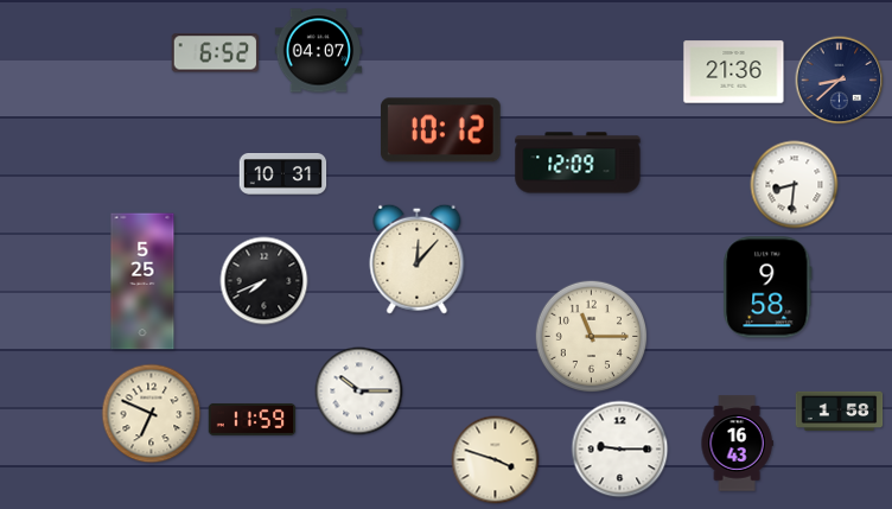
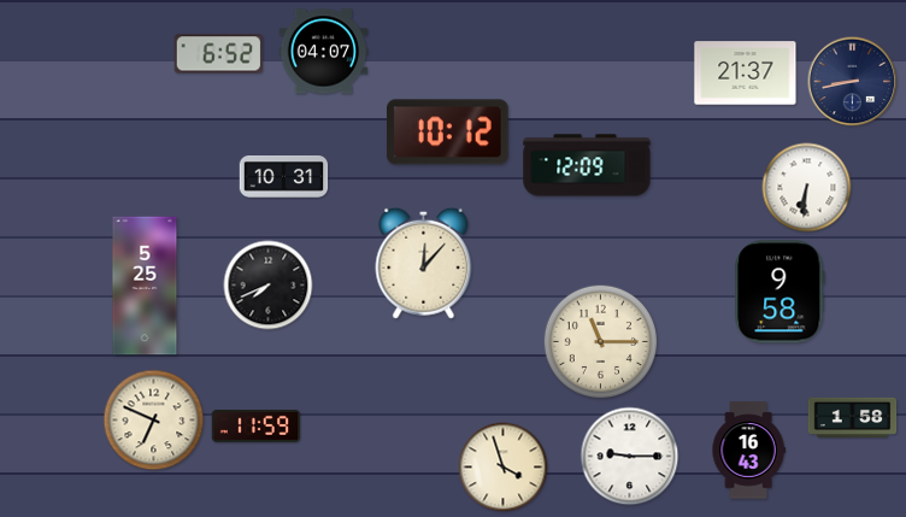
clock at (734, 72): 21:36 -> 21:37
clock at (840, 81): 8:38 -> 8:43
clock at (283, 174) position: (283, 174) -> (284, 177)
clock at (795, 185): 8:31 -> 6:31
clock at (359, 392): 10:15 -> none
clock at (496, 460): 3:48 -> 3:57
